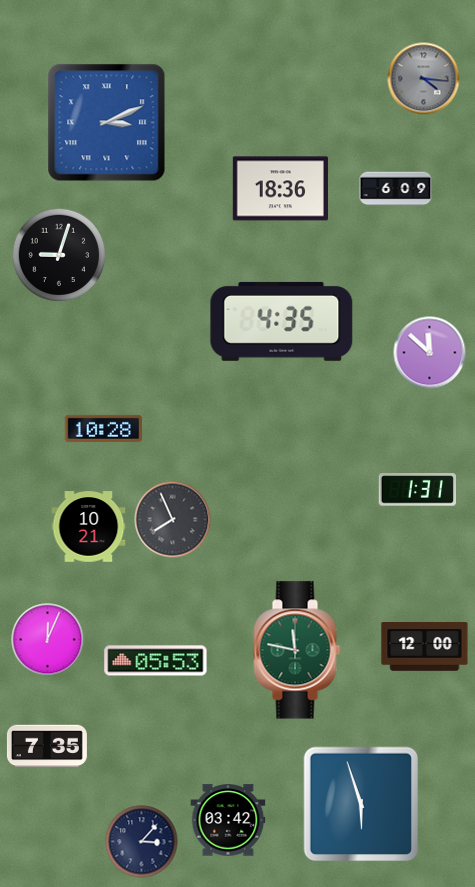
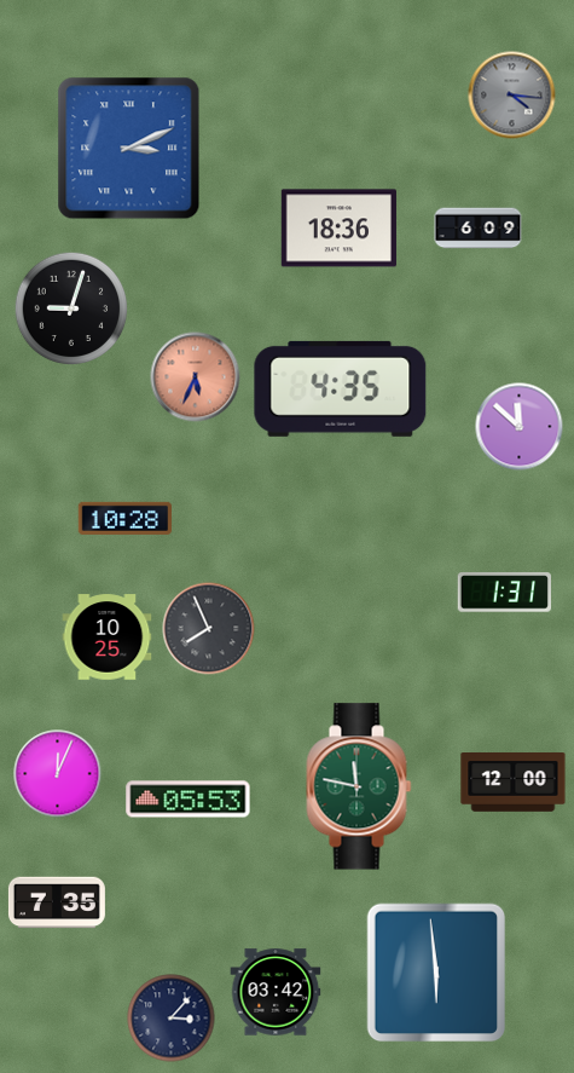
clock at (196, 377): none -> 5:34
clock at (89, 527): 10:21 -> 10:25
clock at (361, 804): 5:57 -> 5:59
